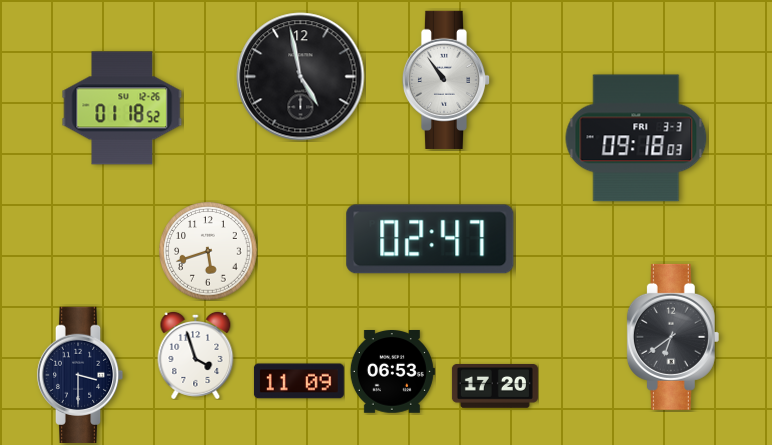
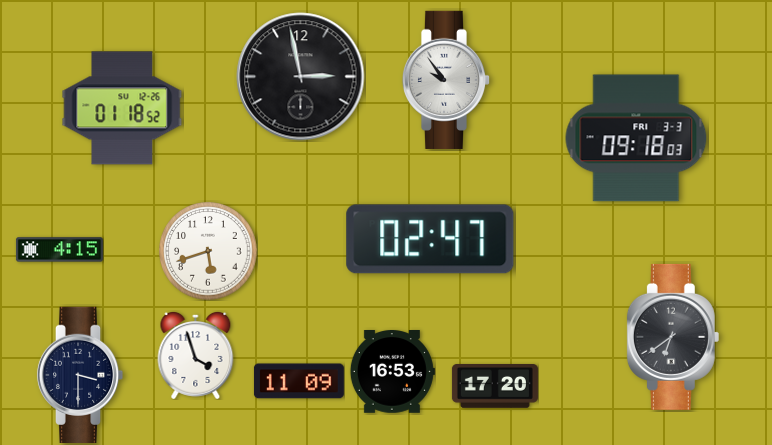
clock at (301, 77): 4:58 -> 2:58
clock at (446, 80): 10:54 -> 9:54
clock at (59, 250): none -> 4:15
clock at (392, 372): 06:53 -> 16:53
